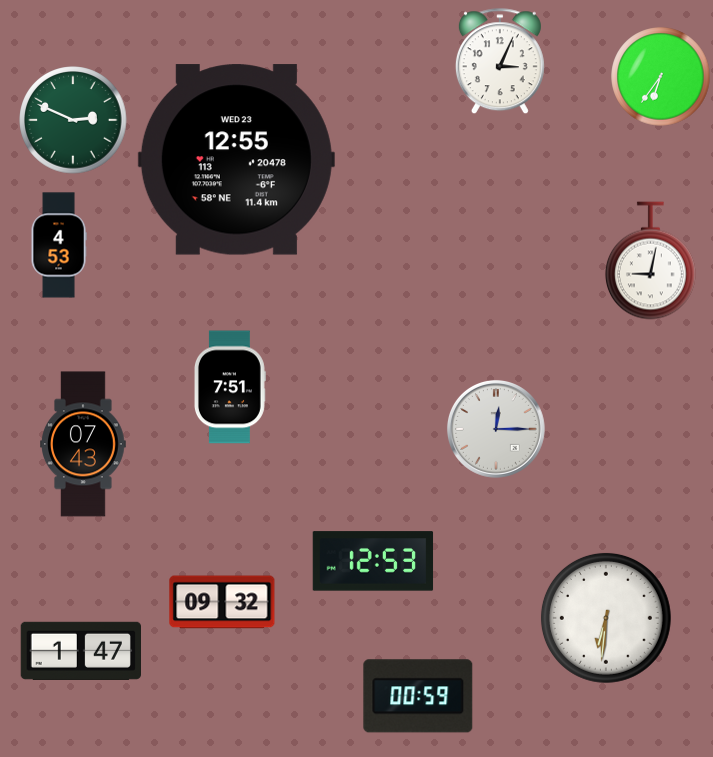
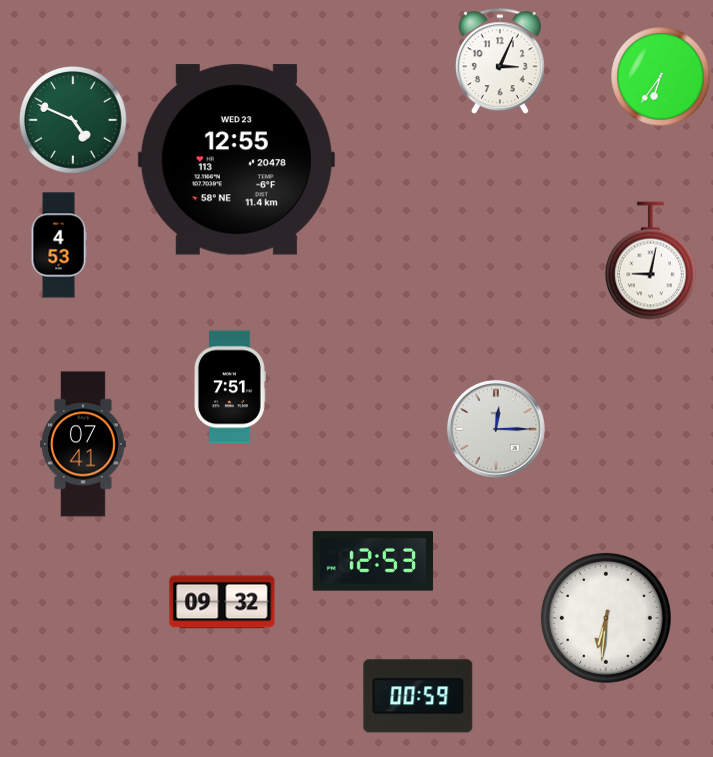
clock at (73, 120): 2:49 -> 4:49
clock at (83, 444): 07:43 -> 07:41
clock at (80, 651): 1:47 -> none
